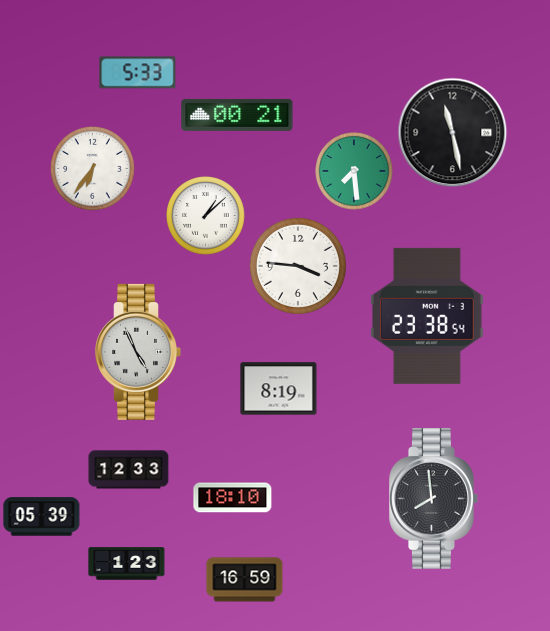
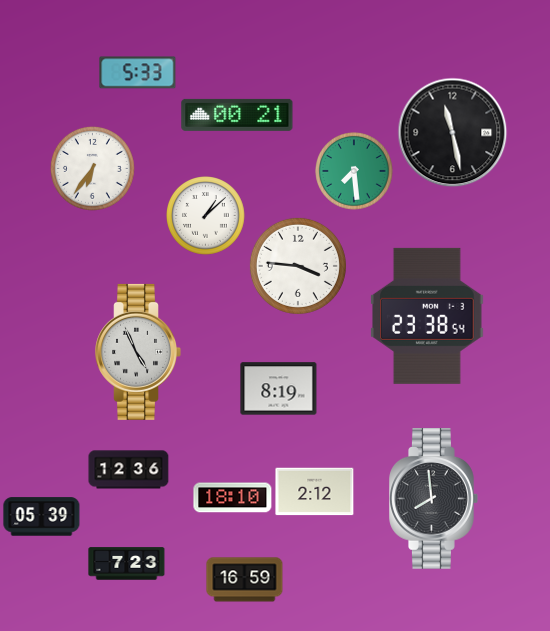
clock at (129, 470): 12:33 -> 12:36
clock at (315, 492): none -> 2:12
clock at (127, 564): 1:23 -> 7:23
